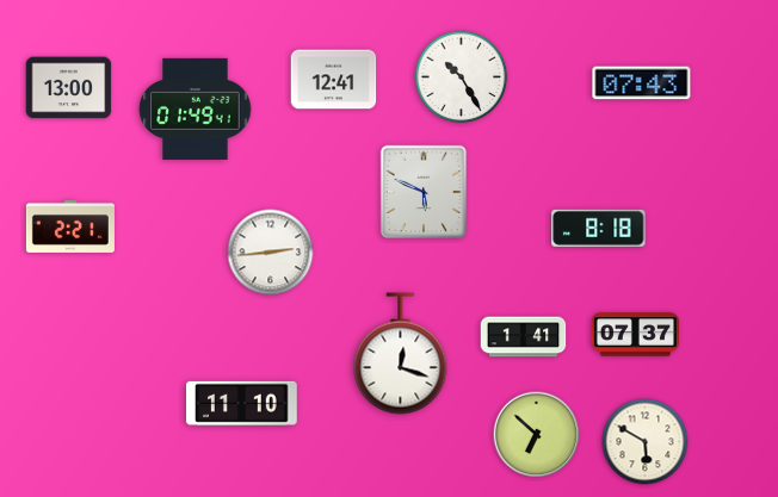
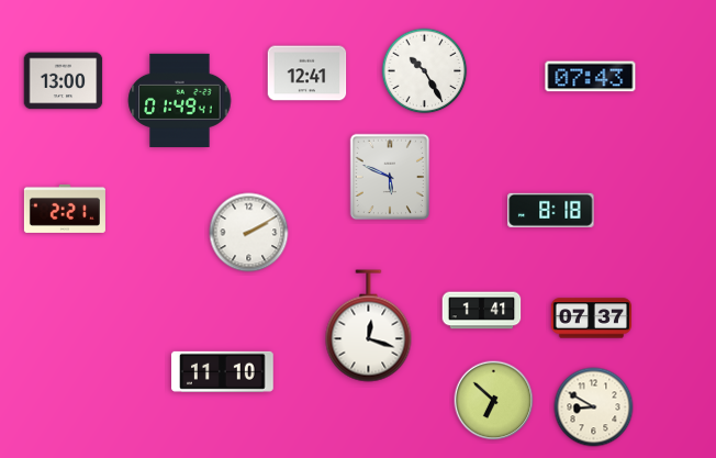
clock at (271, 253): 2:44 -> 2:10
clock at (635, 335) position: (635, 335) -> (591, 319)
clock at (646, 442): 5:50 -> 8:50
